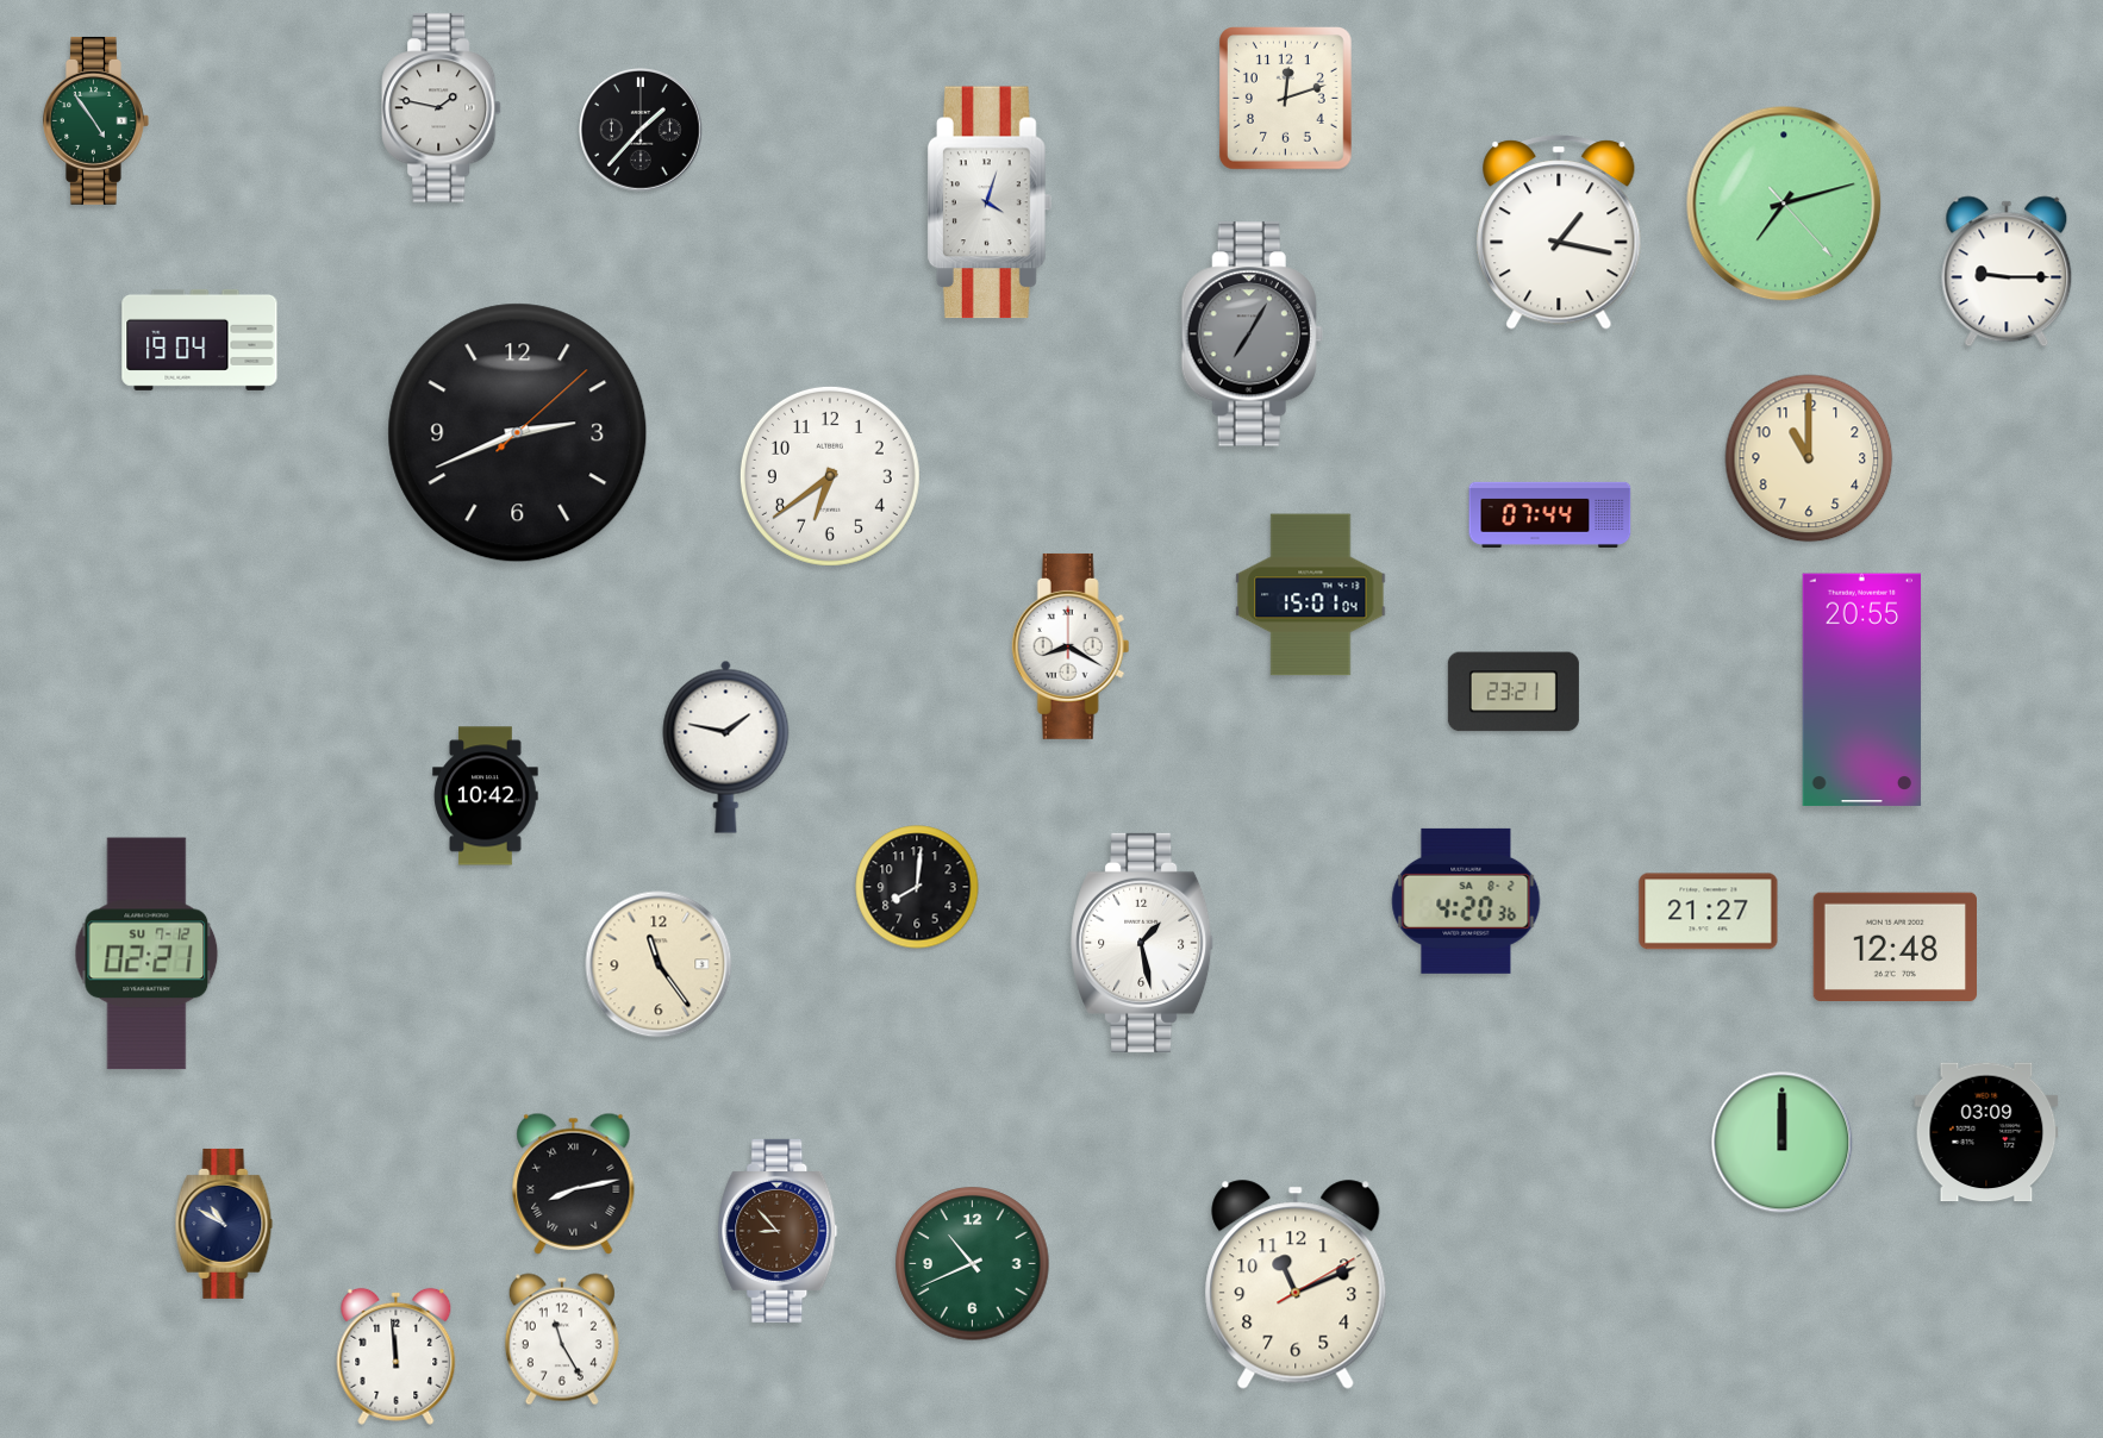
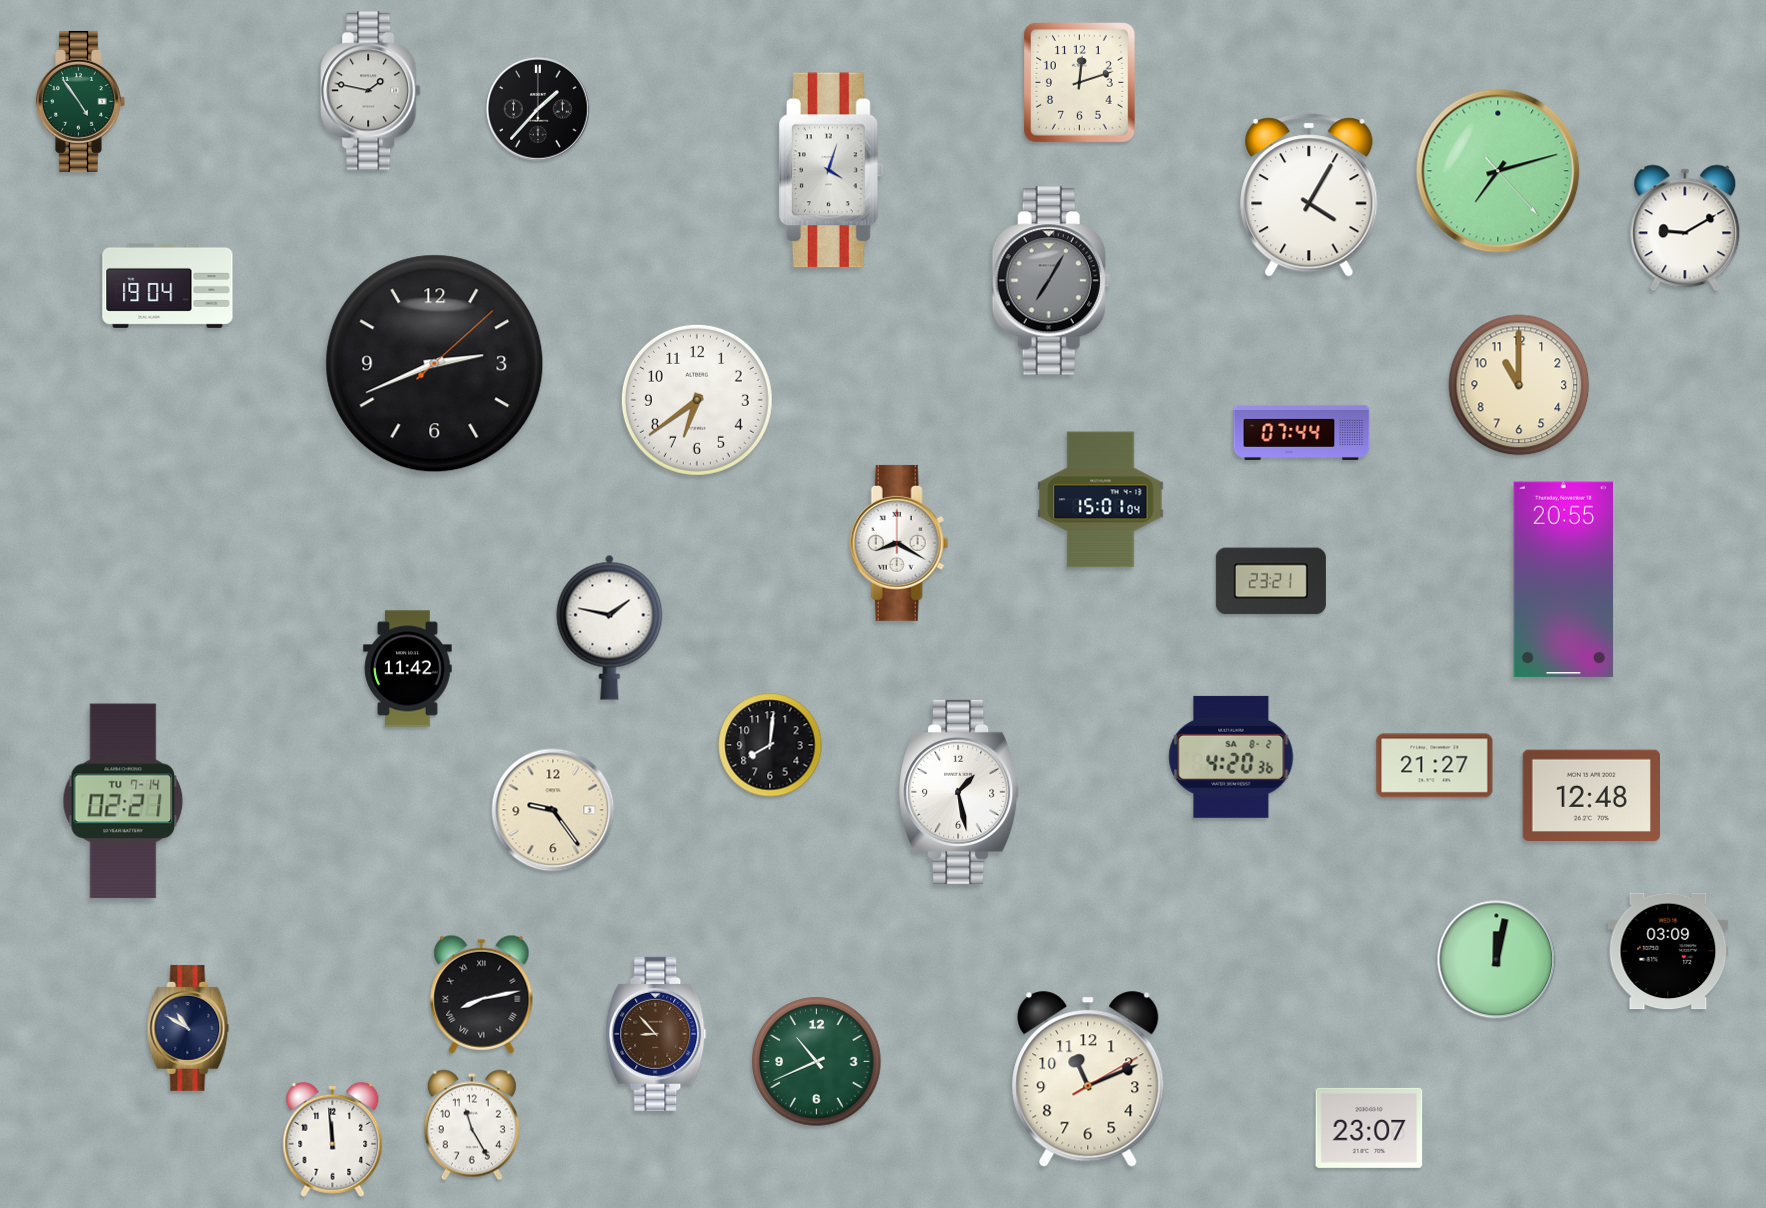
clock at (1559, 232): 1:17 -> 4:05
clock at (2007, 271): 9:15 -> 9:10
clock at (486, 796): 10:42 -> 11:42
clock at (146, 954) date: SU 7-12 -> TU 7-14
clock at (659, 964): 11:24 -> 9:24
clock at (1783, 1143): 12:00 -> 12:02
clock at (778, 1231) position: (778, 1231) -> (656, 1034)
clock at (1369, 1128): none -> 23:07
